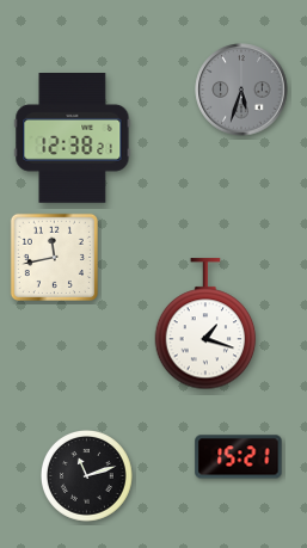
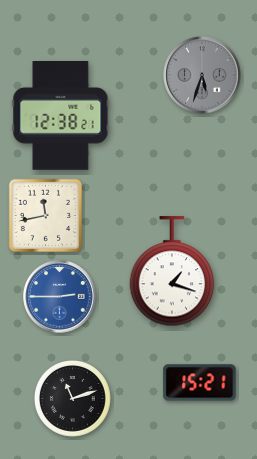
clock at (60, 297): none -> 2:45
